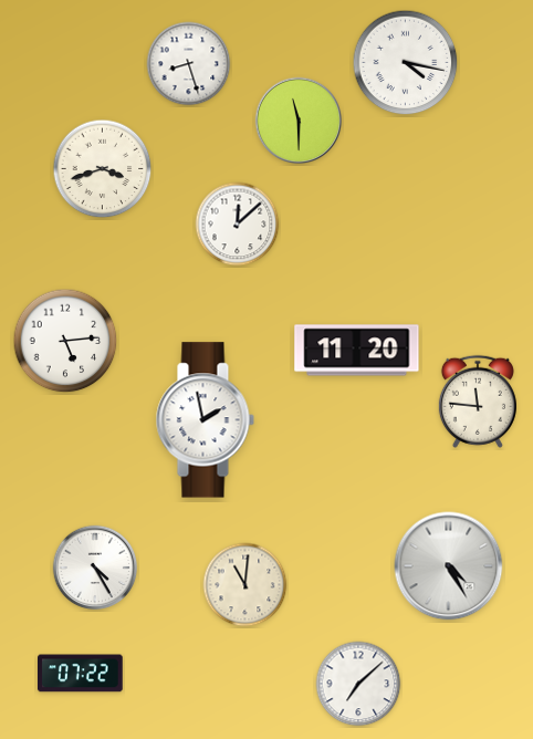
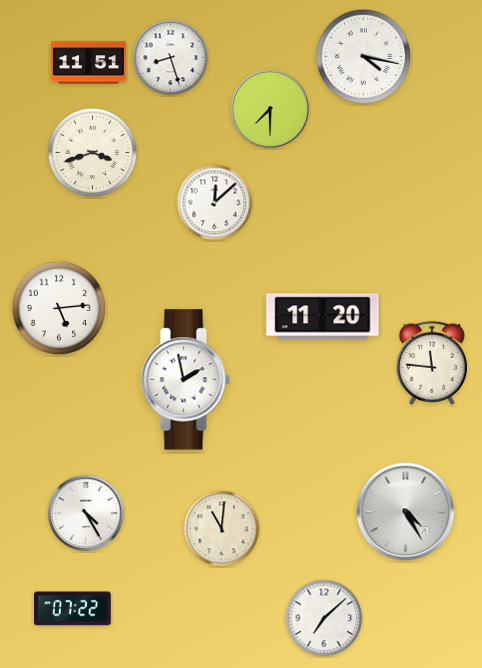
clock at (406, 63) position: (406, 63) -> (364, 57)
clock at (88, 63): none -> 11:51
clock at (299, 121): 11:30 -> 7:30
